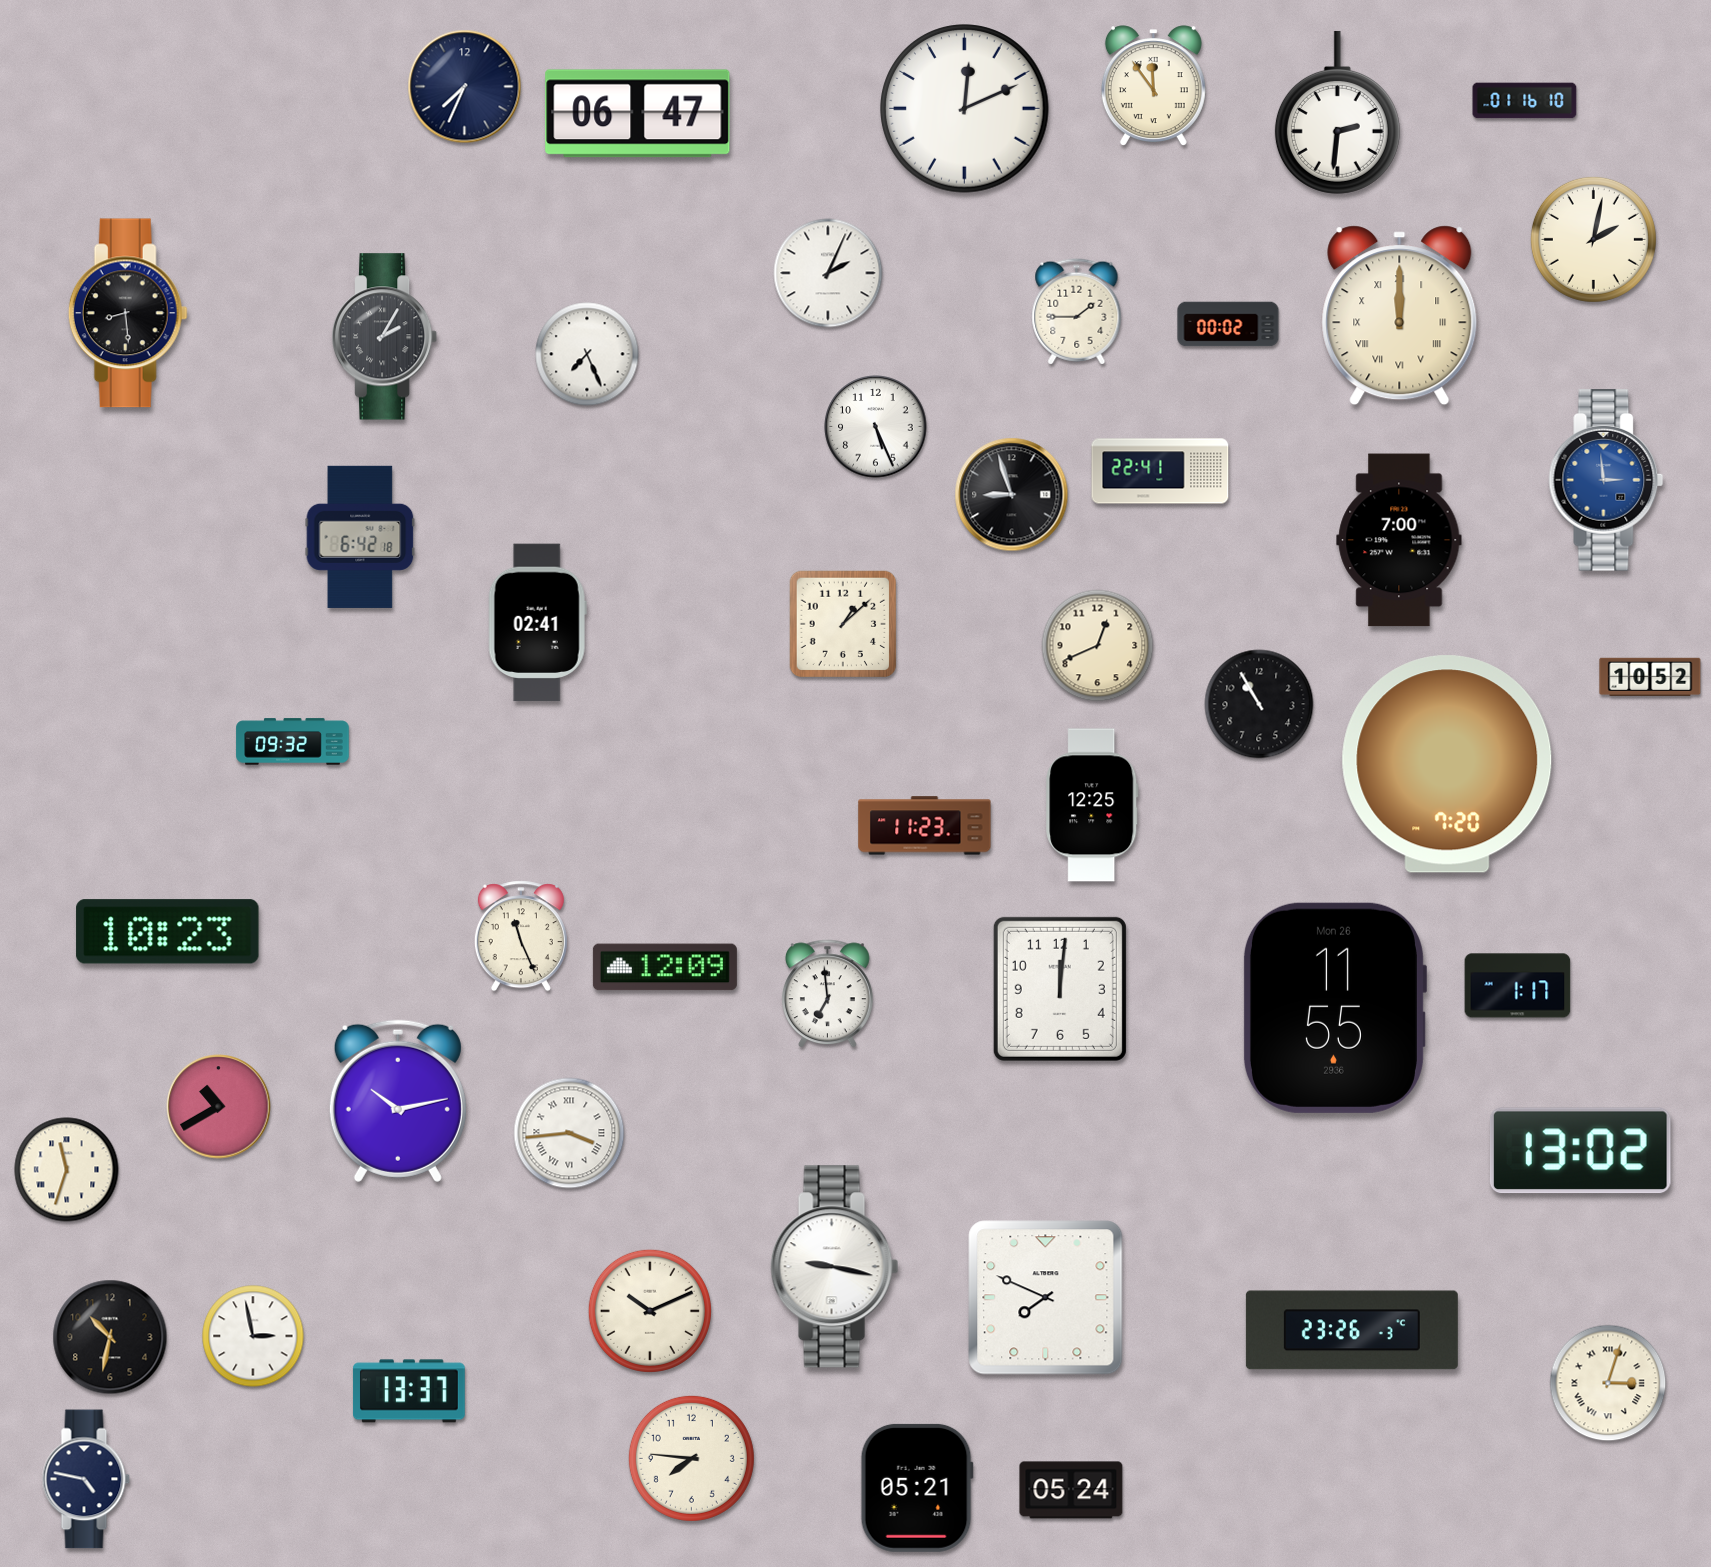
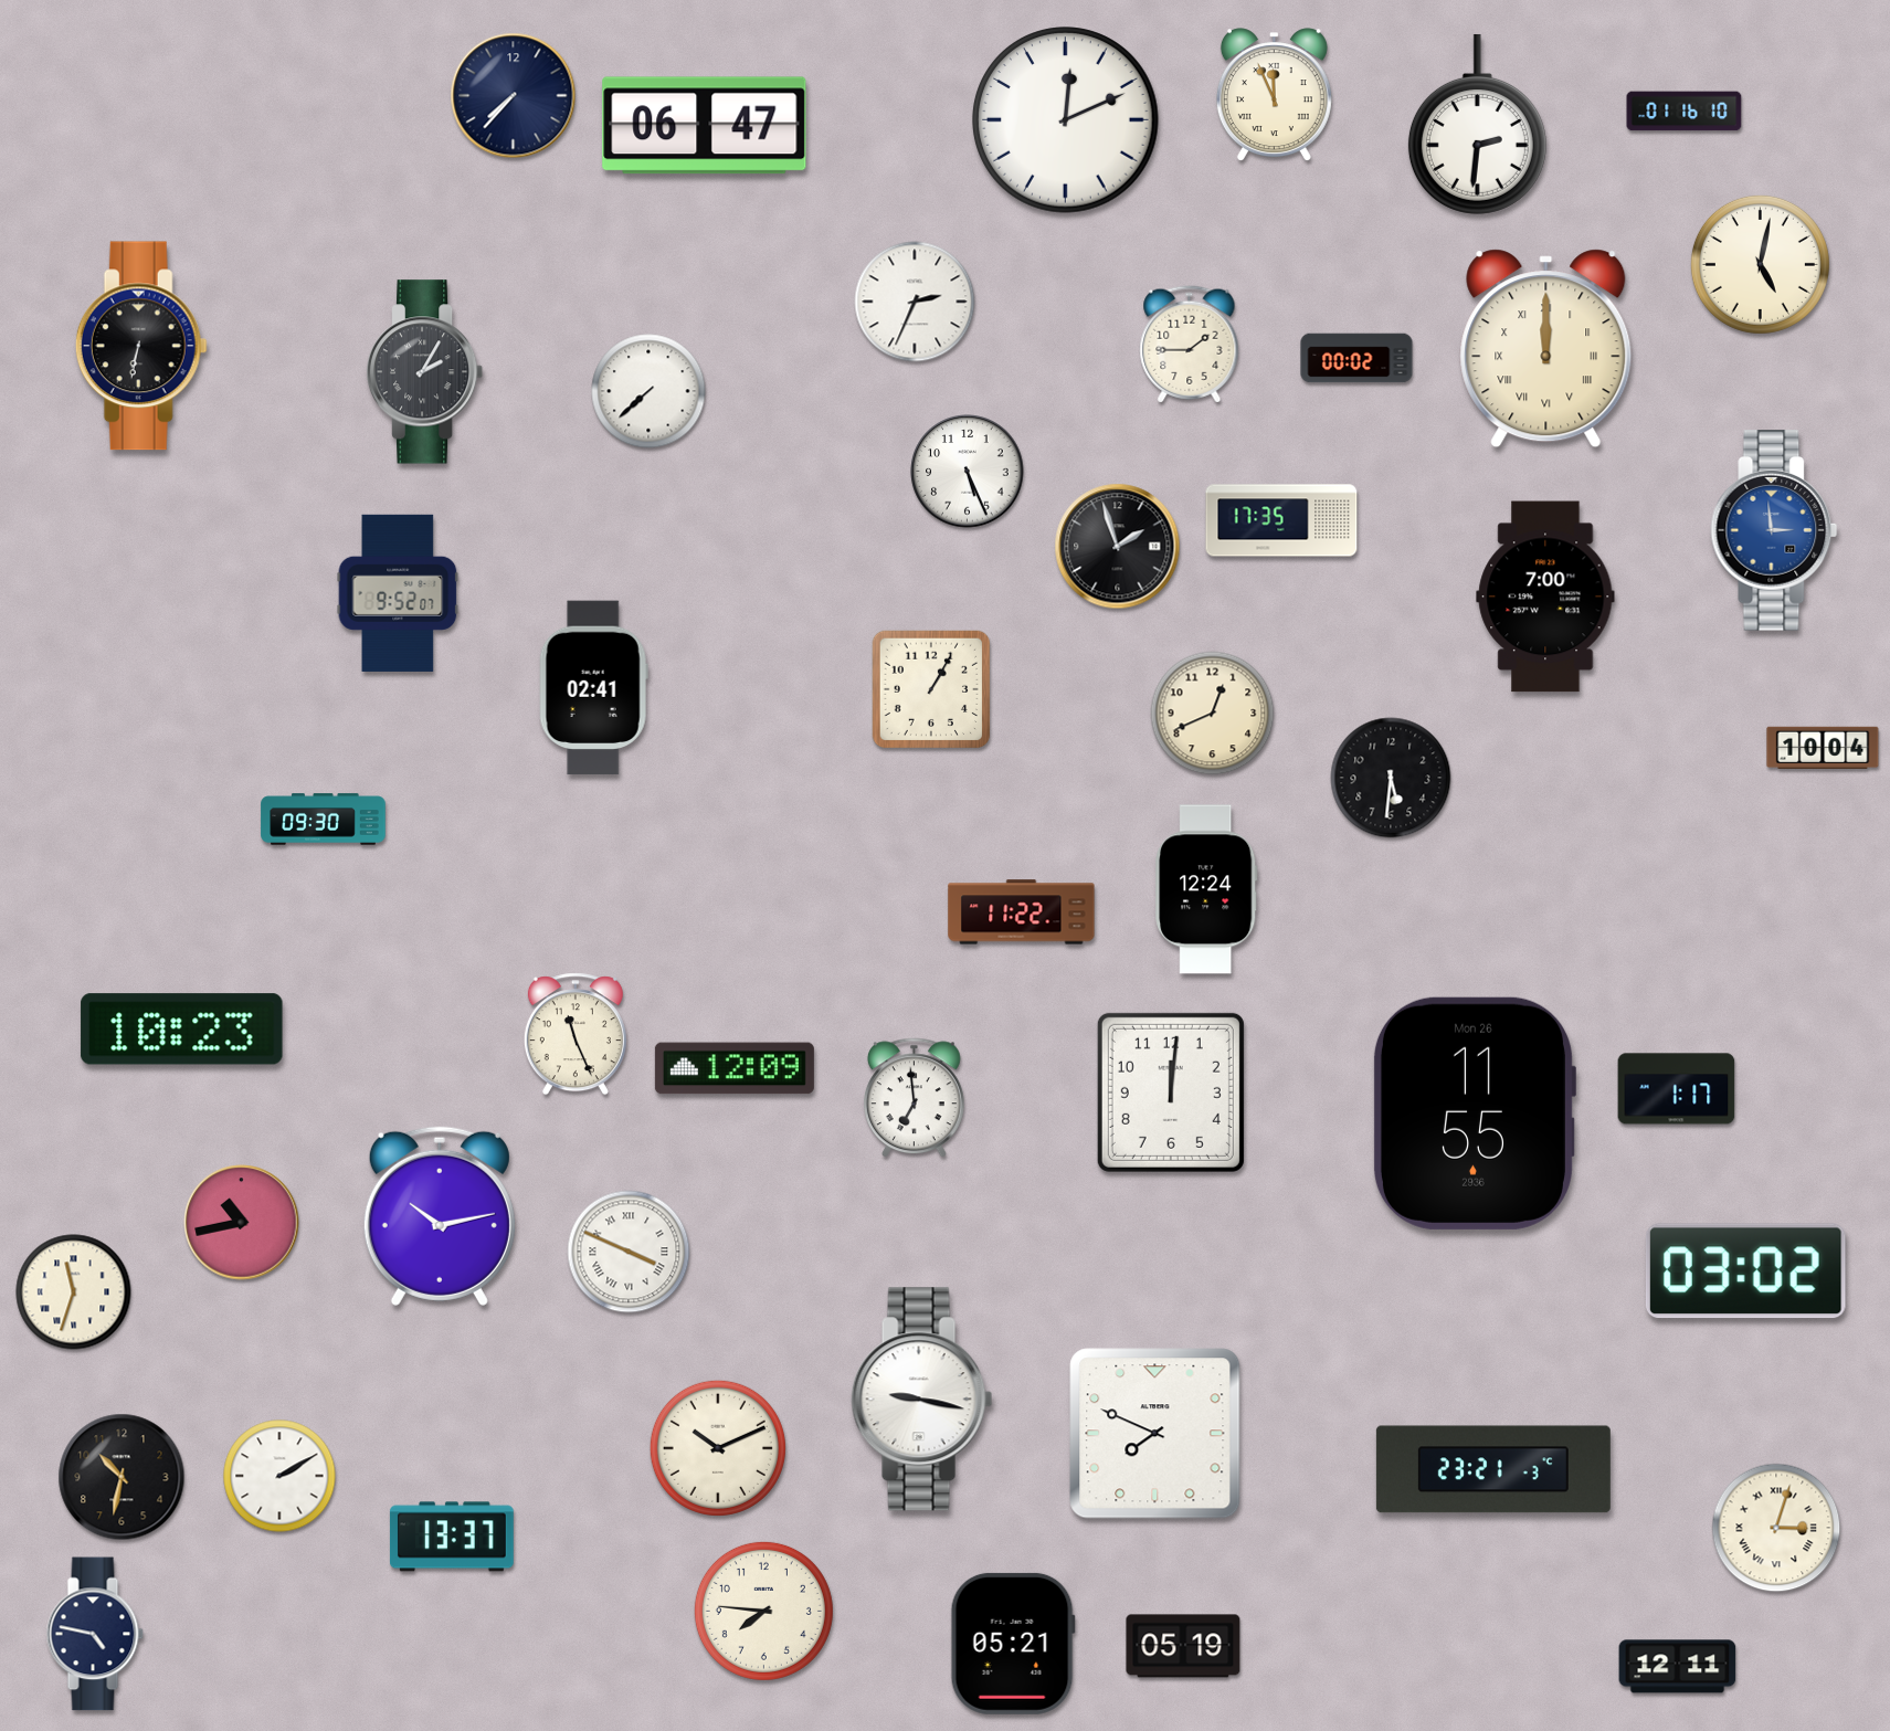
clock at (1153, 86): 11:54 -> 11:56
clock at (465, 87): 7:34 -> 7:37
clock at (1593, 239): 2:02 -> 5:02
clock at (828, 273): 2:04 -> 2:34
clock at (128, 313): 8:29 -> 6:32
clock at (587, 354): 7:26 -> 7:38
clock at (1160, 471): 22:41 -> 17:35
clock at (1012, 495): 8:57 -> 1:57
clock at (360, 537): 6:42 -> 9:52
clock at (843, 624): 1:08 -> 1:05
clock at (1650, 676): 10:52 -> 10:04
clock at (1259, 704): 10:55 -> 5:31
clock at (293, 742): 09:32 -> 09:30
clock at (1447, 764): 7:20 -> none
clock at (1092, 805): 12:25 -> 12:24
clock at (925, 826): 11:23 -> 11:22
clock at (168, 932) position: (168, 932) -> (182, 1030)
clock at (219, 1107): 10:40 -> 10:43
clock at (569, 1133): 3:44 -> 3:49
clock at (1580, 1151): 13:02 -> 03:02
clock at (1352, 1330): 23:26 -> 23:21
clock at (253, 1336): 2:58 -> 2:10
clock at (1071, 1490): 05:24 -> 05:19
clock at (1678, 1667): none -> 12:11
